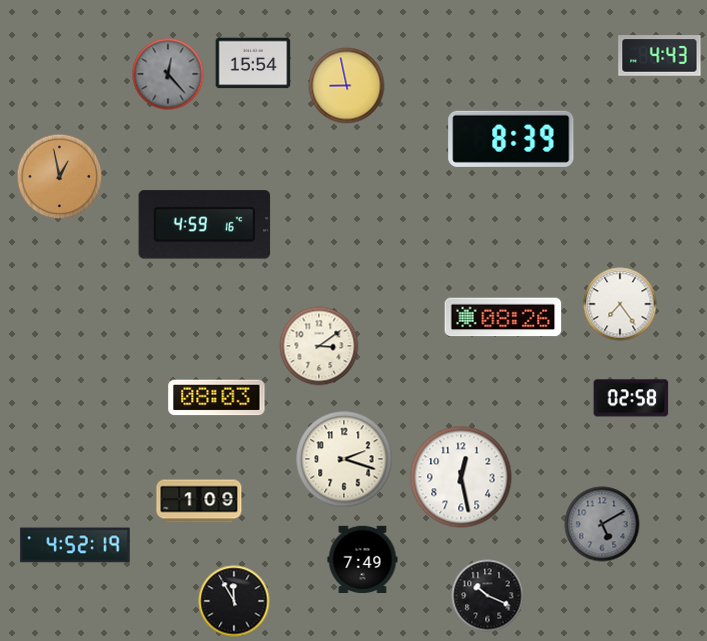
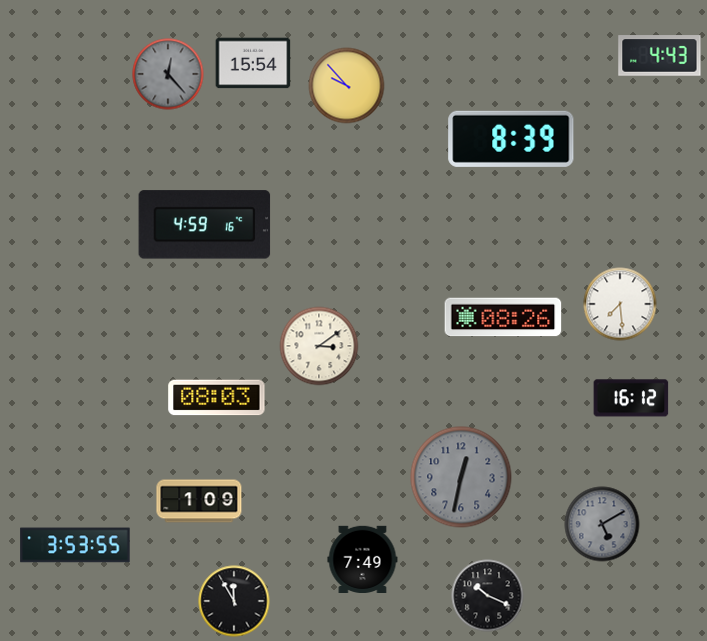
clock at (347, 86): 8:58 -> 9:53
clock at (60, 177): 12:58 -> none
clock at (620, 304): 7:24 -> 7:29
clock at (631, 398): 02:58 -> 16:12
clock at (344, 459): 2:18 -> none
clock at (461, 477): 12:28 -> 12:32
clock at (461, 477) dial: white -> grey
clock at (75, 545): 4:52 -> 3:53
